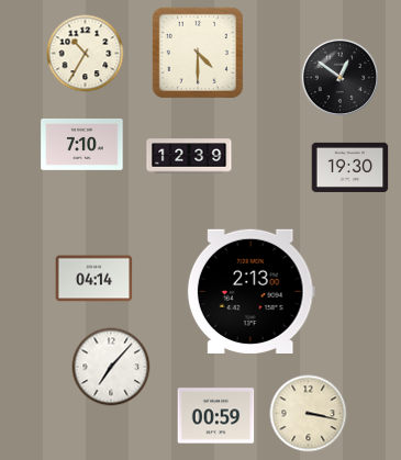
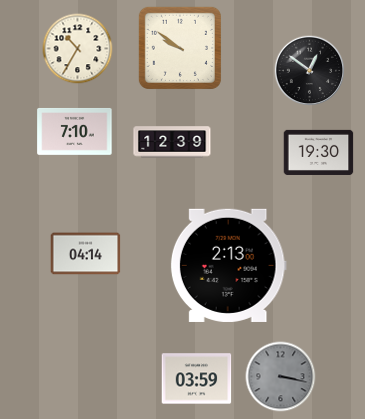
clock at (198, 53): 4:30 -> 9:51
clock at (111, 367): 7:07 -> none
clock at (309, 414) dial: cream -> grey
clock at (216, 416): 00:59 -> 03:59
